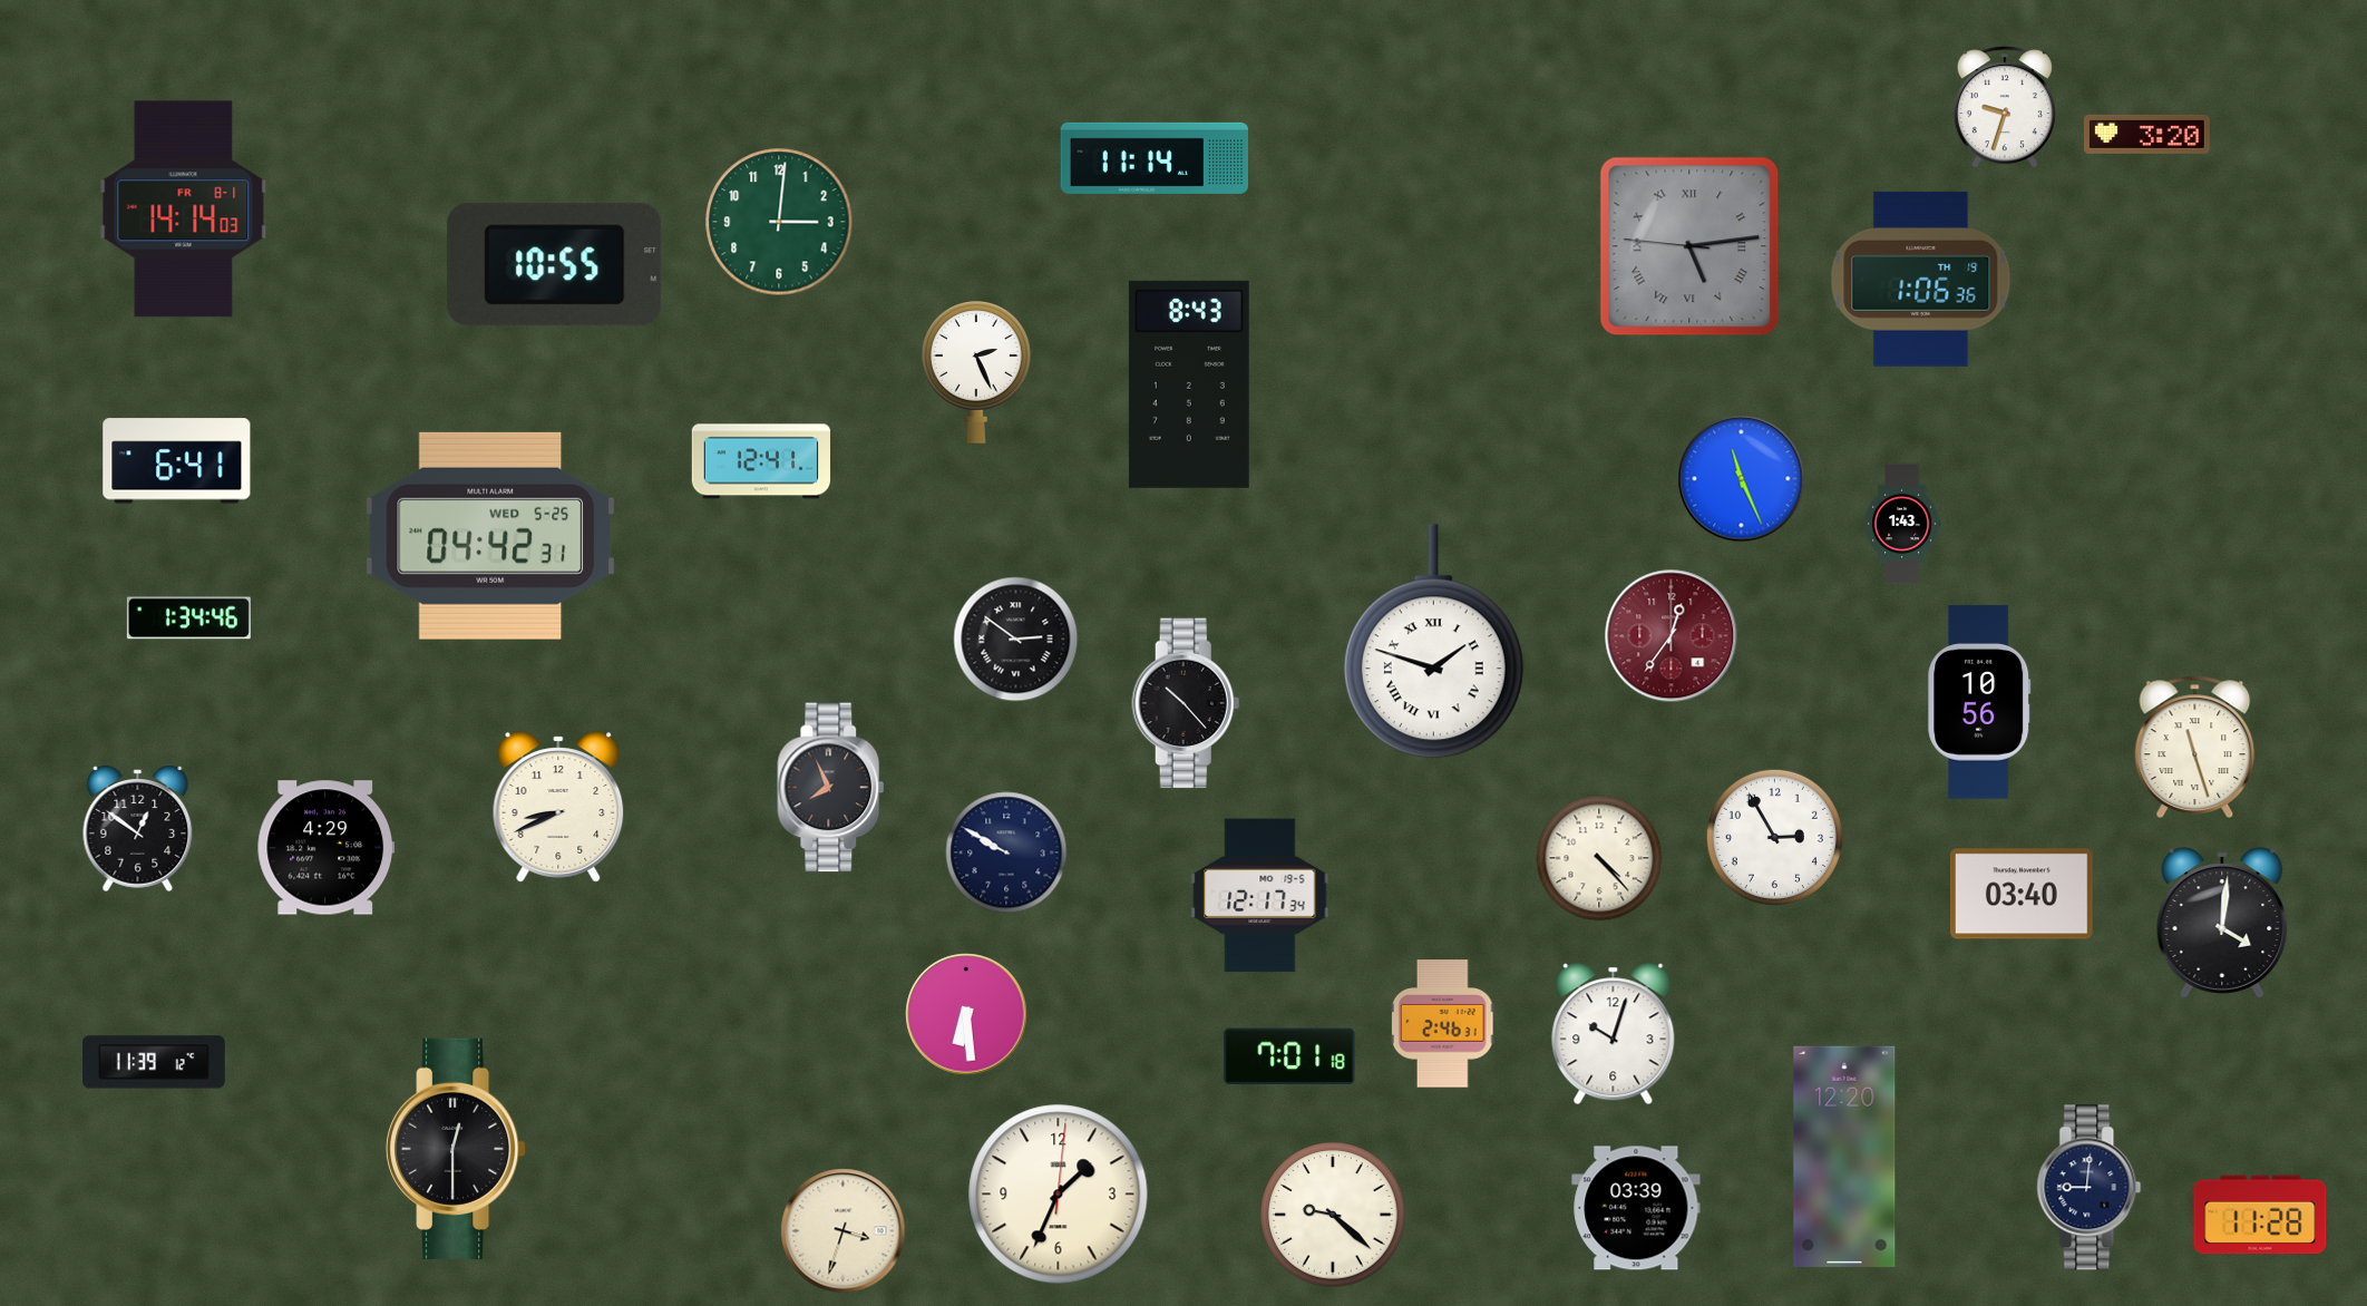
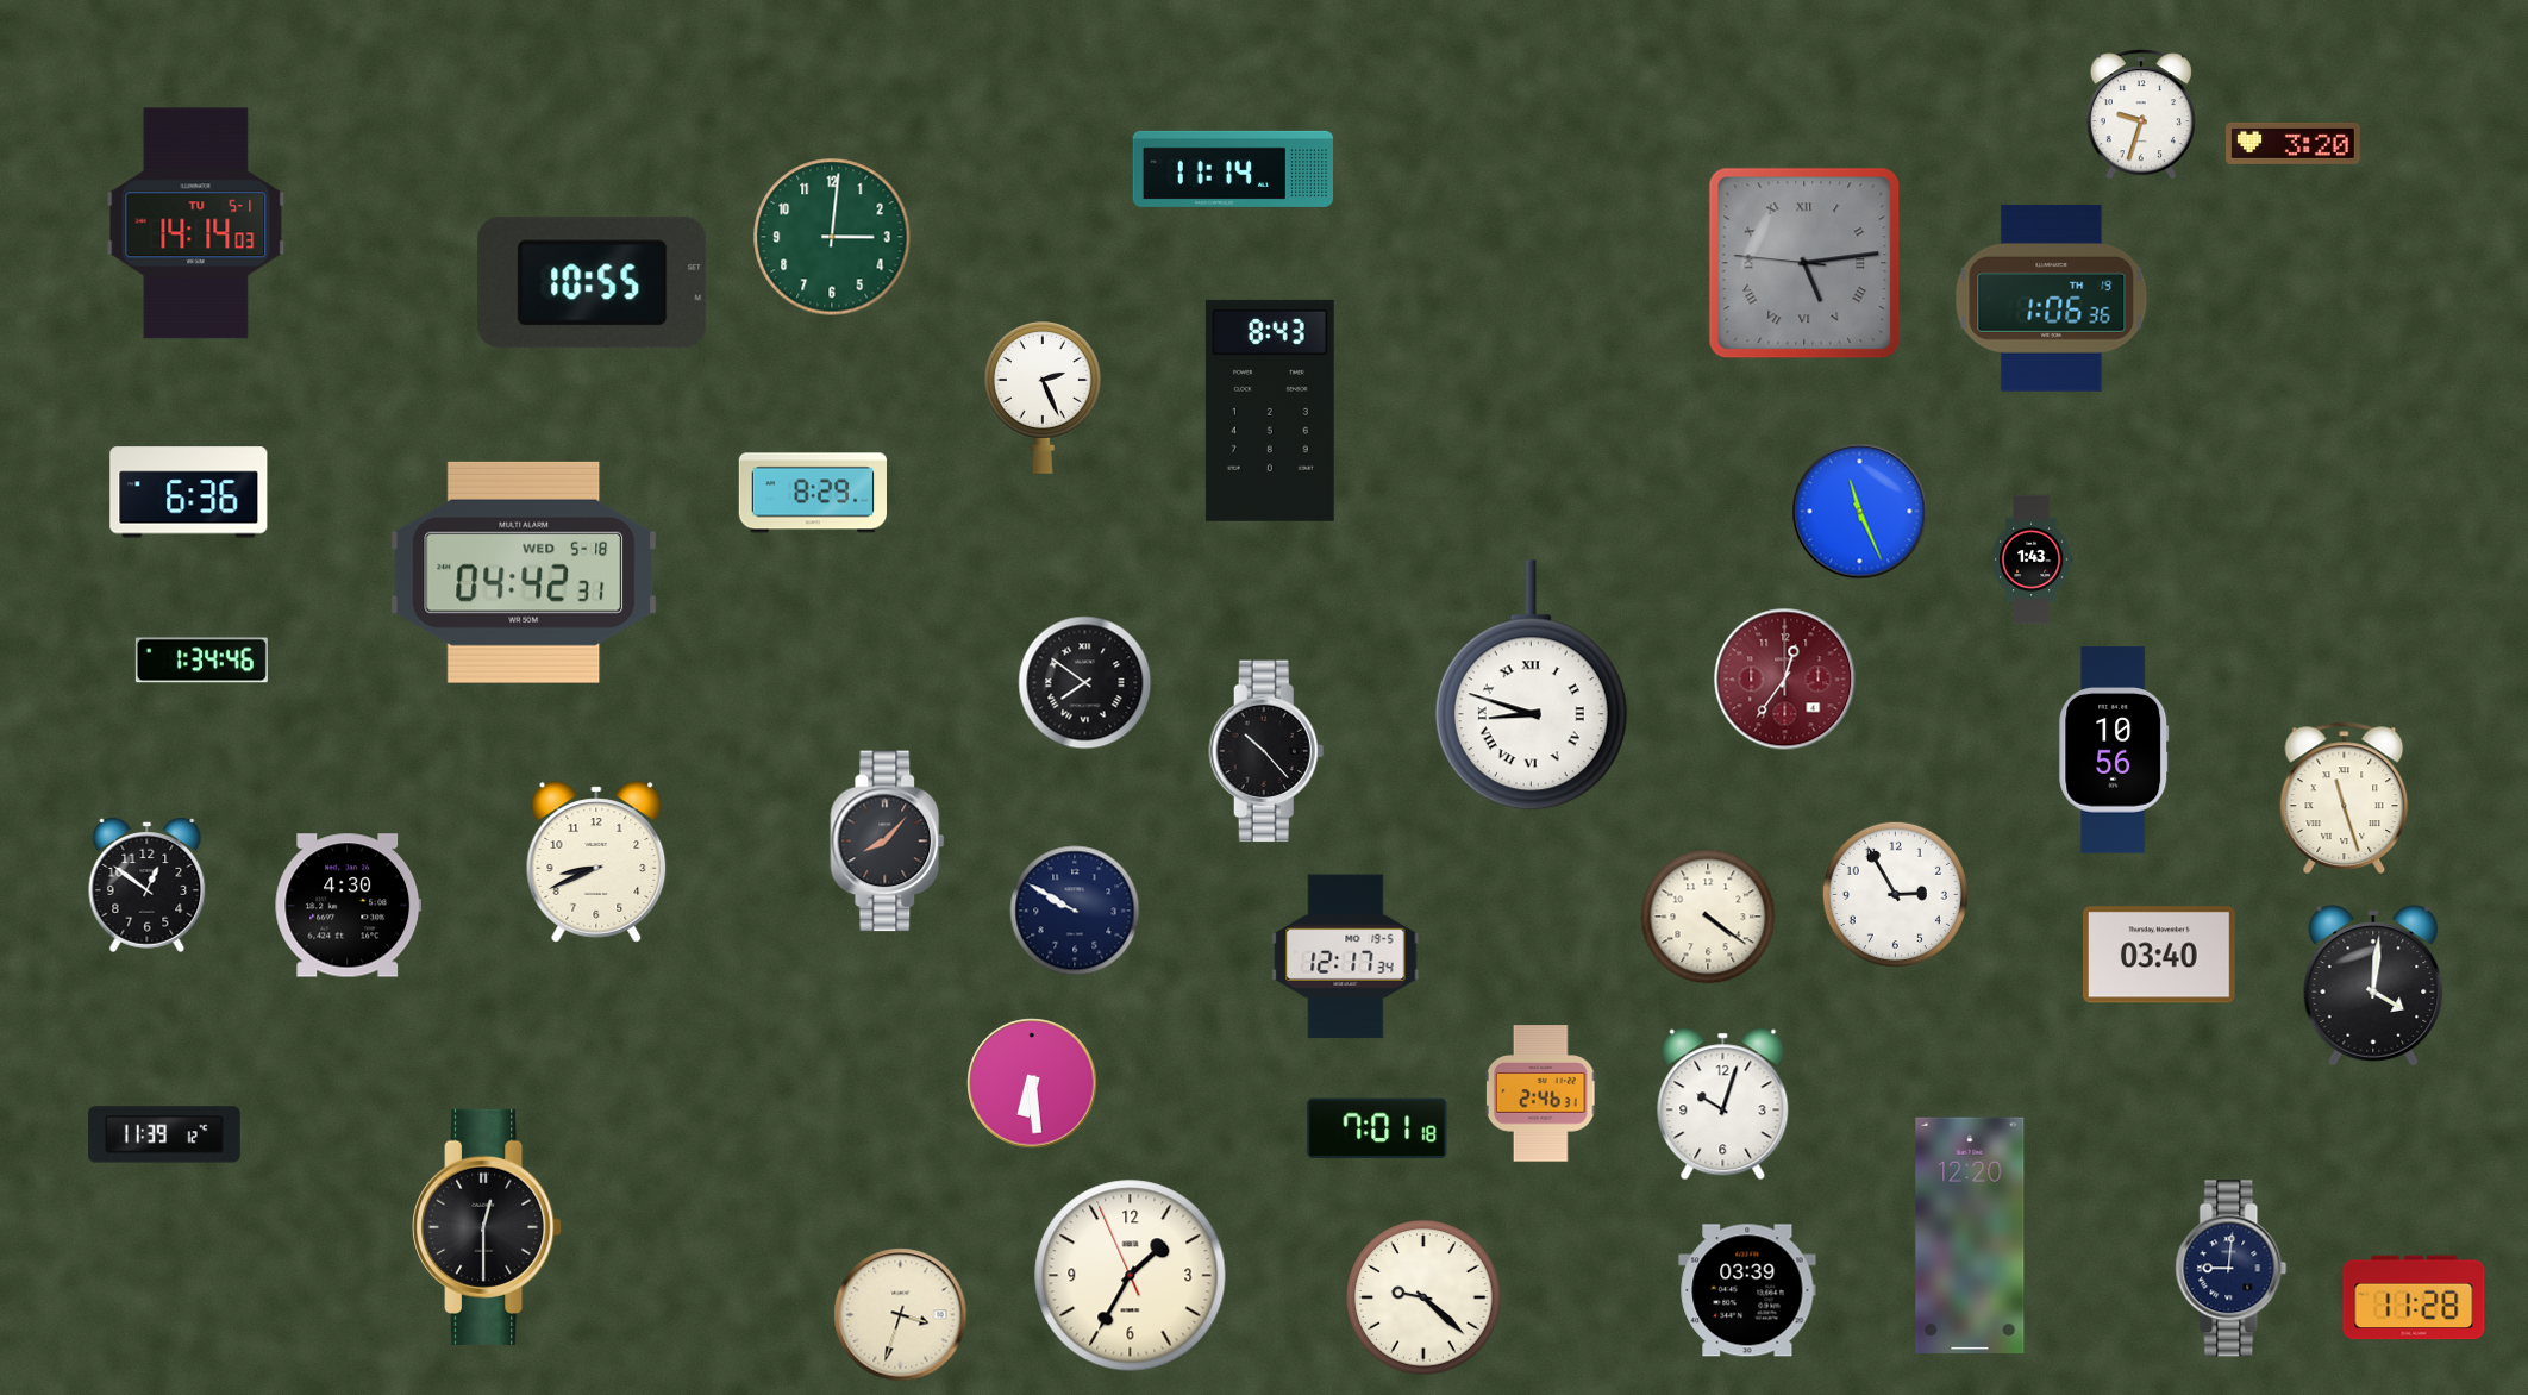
clock at (184, 209) date: FR 8-1 -> TU 5-1
clock at (177, 461): 6:41 -> 6:36
clock at (760, 461): 12:41 -> 8:29
clock at (490, 536) date: WED 5-25 -> WED 5-18
clock at (1016, 640): 2:51 -> 7:51
clock at (1433, 642): 1:48 -> 8:48
clock at (831, 788): 7:56 -> 8:07
clock at (327, 848): 4:29 -> 4:30
clock at (1599, 858): 4:23 -> 4:21
clock at (1059, 1195): 1:34:01 -> 1:34:56
